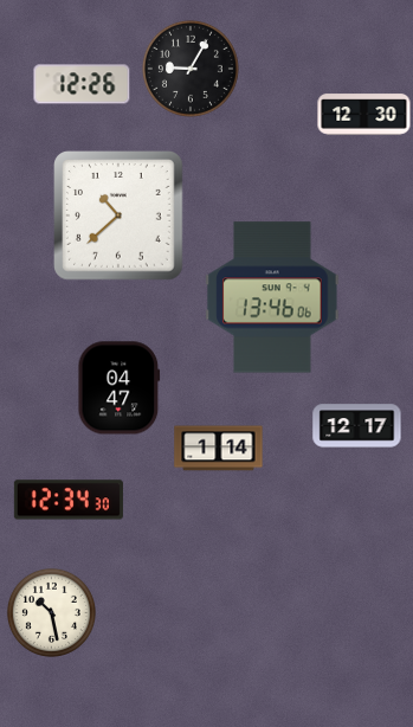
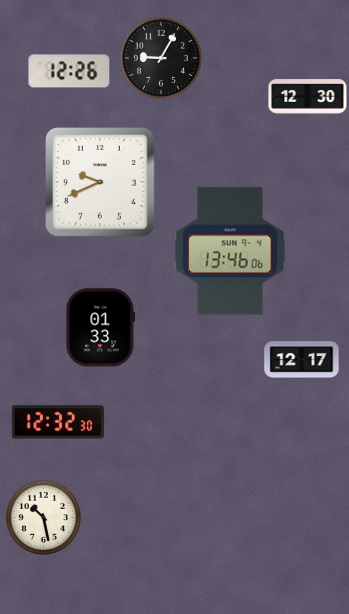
clock at (120, 217): 10:38 -> 9:41
clock at (120, 388): 04:47 -> 01:33
clock at (219, 449): 1:14 -> none
clock at (69, 500): 12:34 -> 12:32
